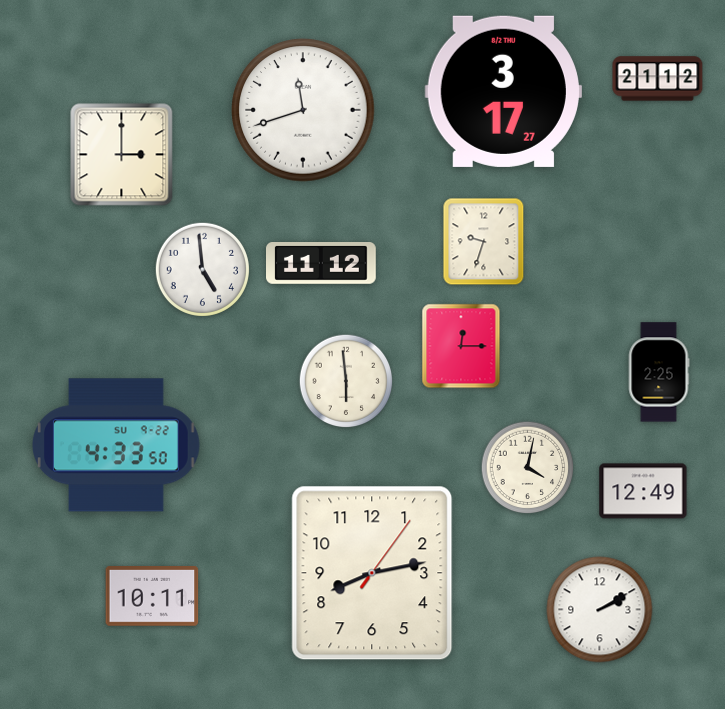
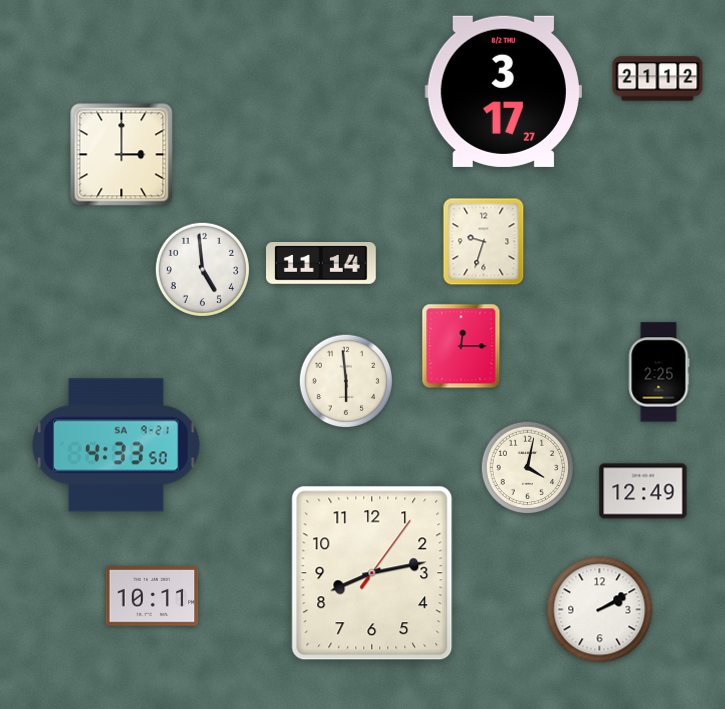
clock at (303, 110): 11:42 -> none
clock at (322, 264): 11:12 -> 11:14
clock at (116, 445) date: SU 9-22 -> SA 9-21
